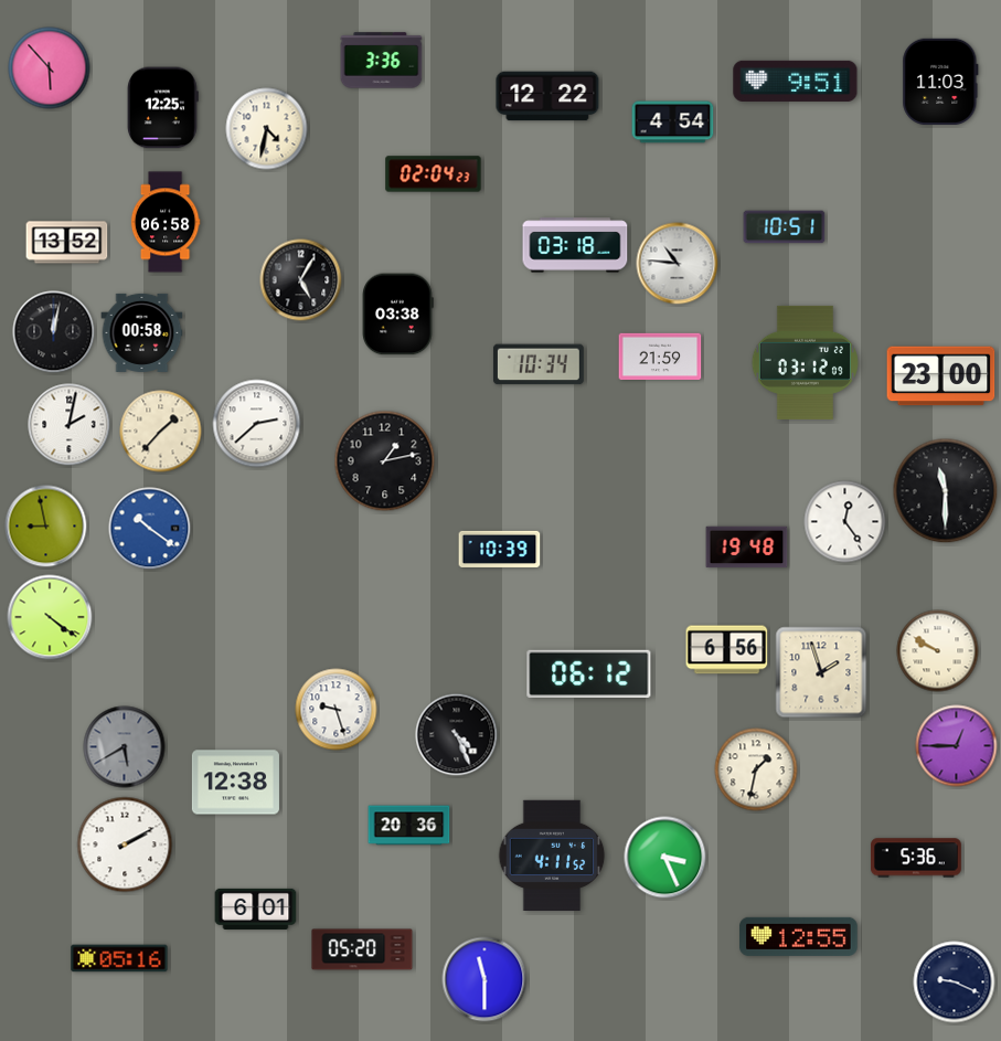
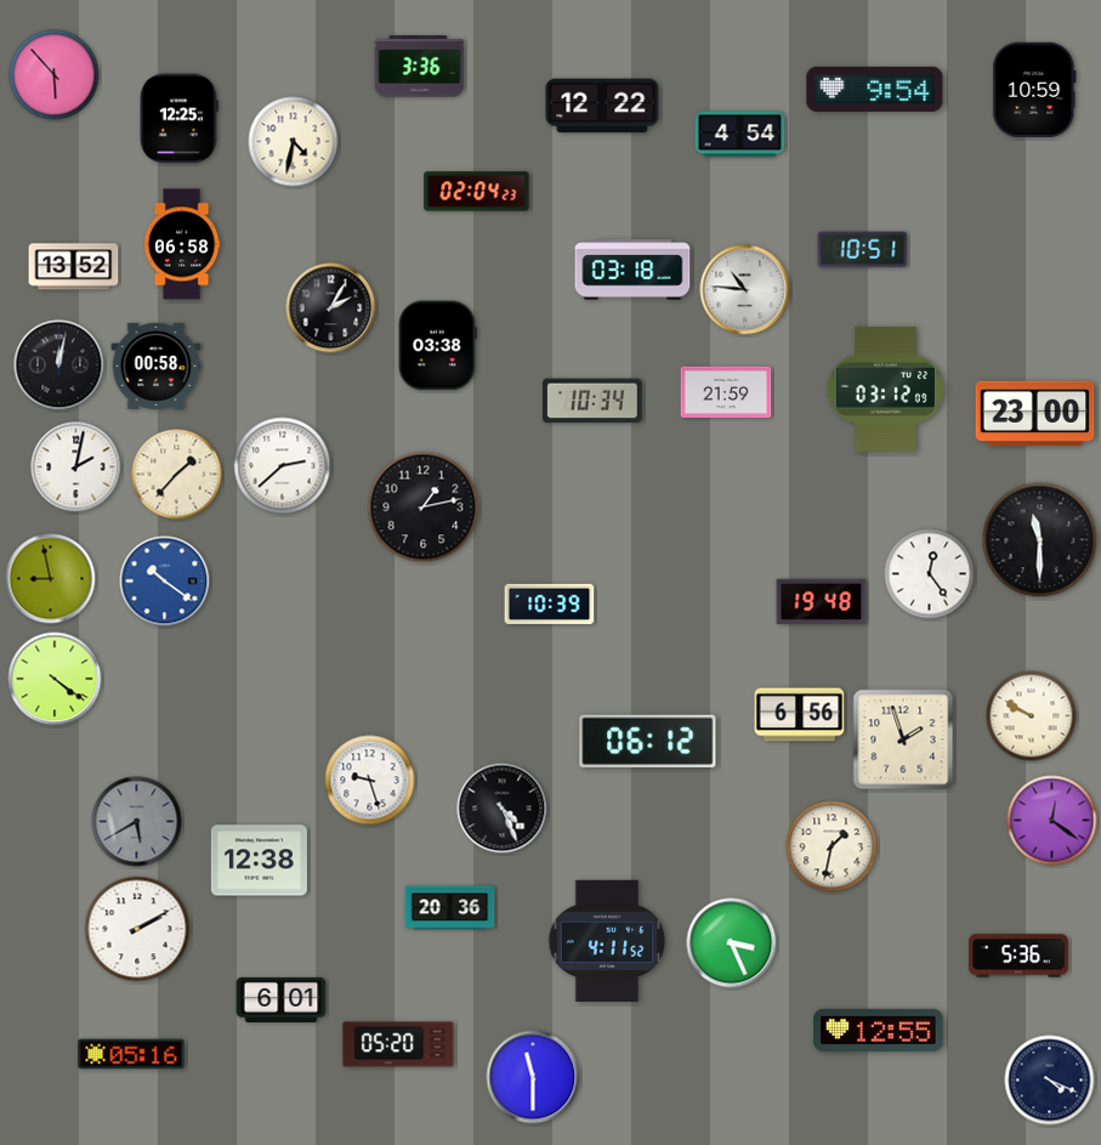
clock at (796, 81): 9:51 -> 9:54
clock at (940, 82): 11:03 -> 10:59
clock at (301, 280): 5:05 -> 2:05
clock at (805, 362) position: (805, 362) -> (885, 389)
clock at (957, 746): 12:45 -> 12:21
clock at (917, 858) position: (917, 858) -> (1020, 956)
clock at (955, 982): 9:19 -> 4:19
